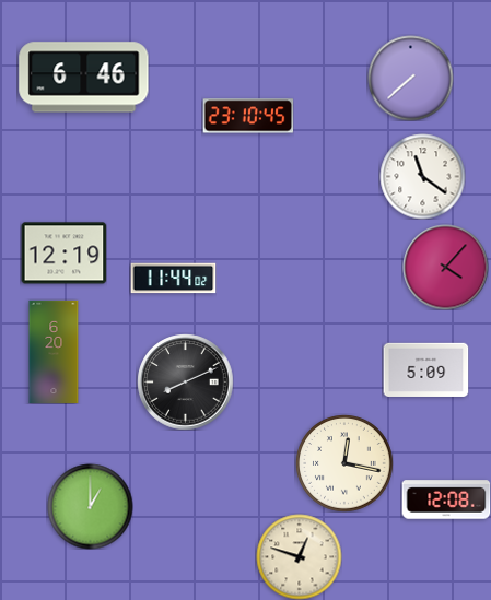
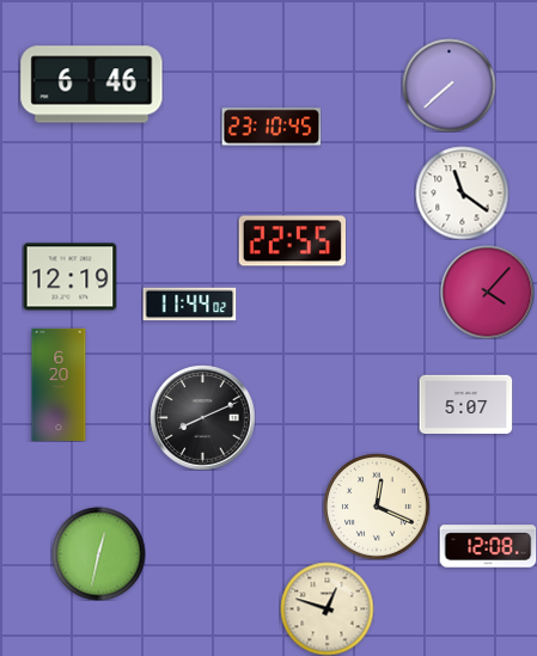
clock at (292, 241): none -> 22:55
clock at (425, 369): 5:09 -> 5:07
clock at (344, 463): 12:17 -> 12:19
clock at (90, 506): 1:00 -> 12:32
